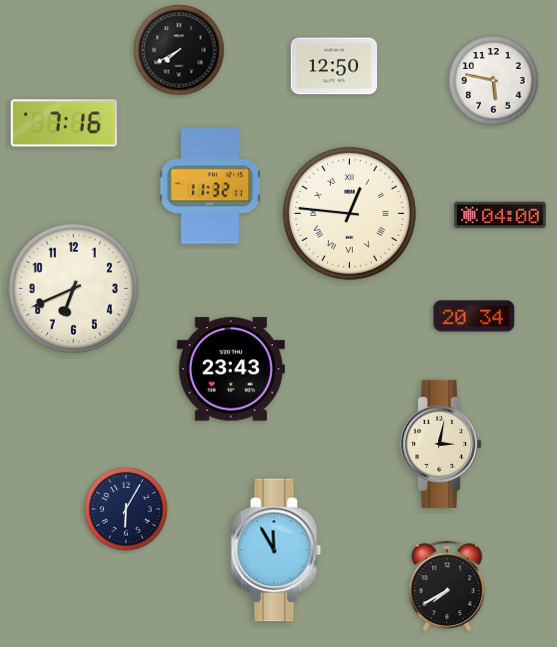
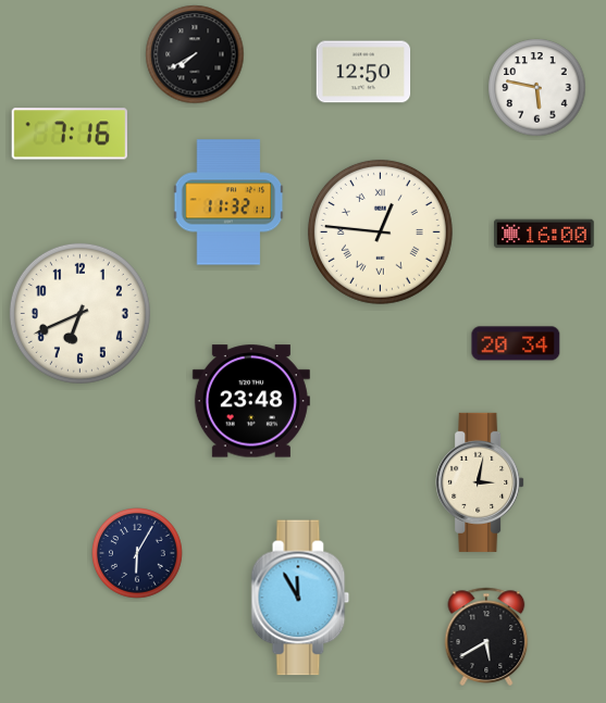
clock at (500, 215): 04:00 -> 16:00
clock at (231, 369): 23:43 -> 23:48
clock at (447, 586): 7:40 -> 5:40
